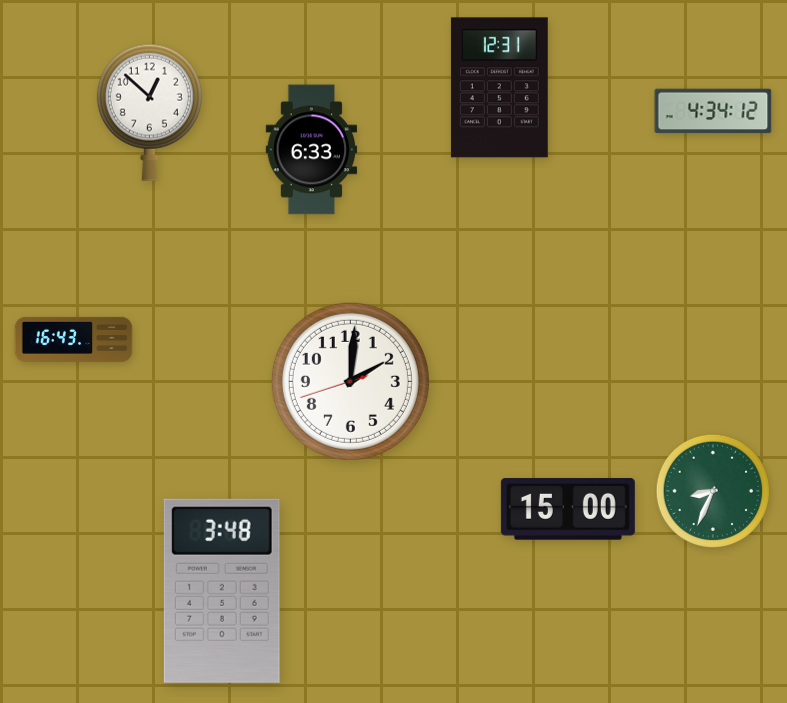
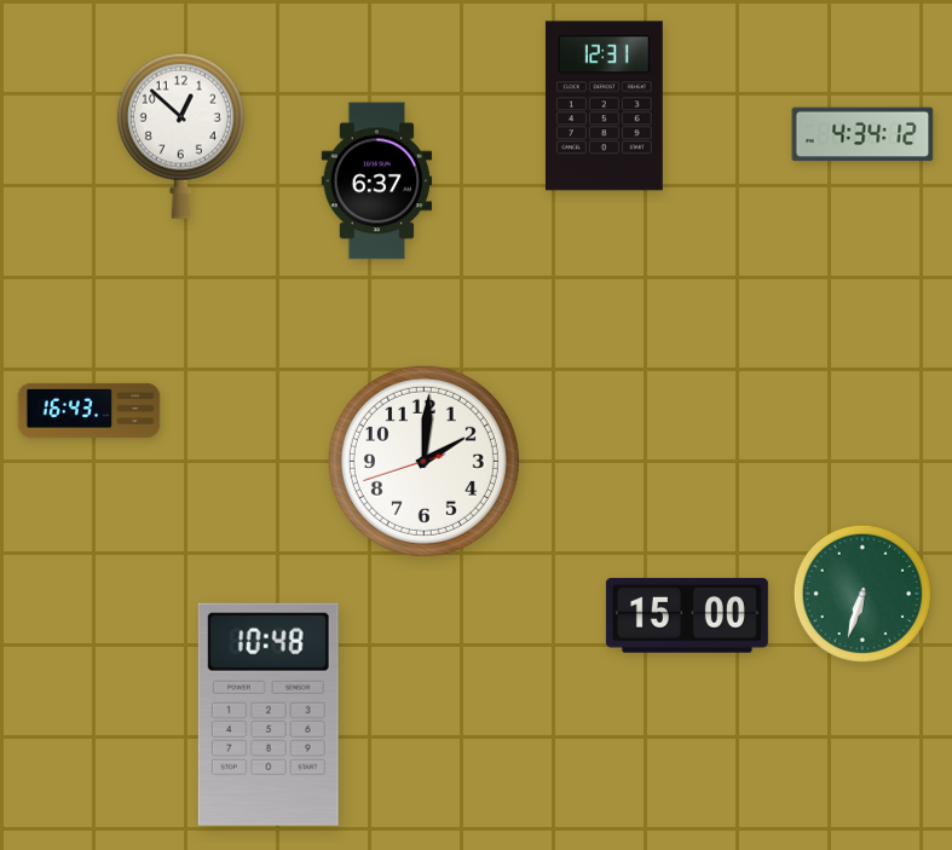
clock at (312, 150): 6:33 -> 6:37
clock at (712, 490): 8:34 -> 6:33
clock at (222, 591): 3:48 -> 10:48
